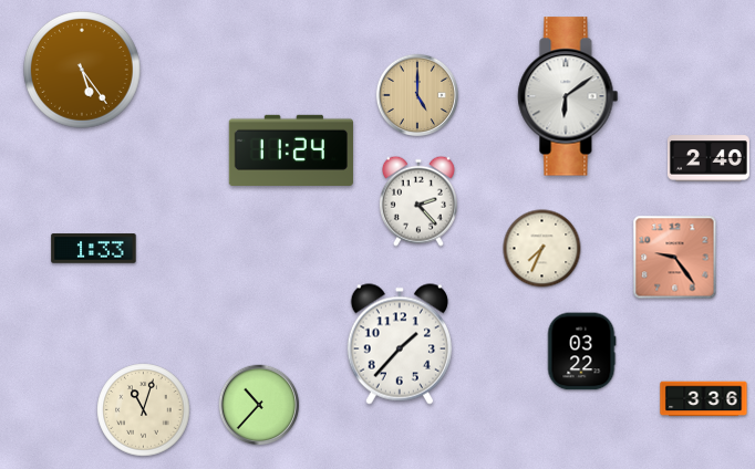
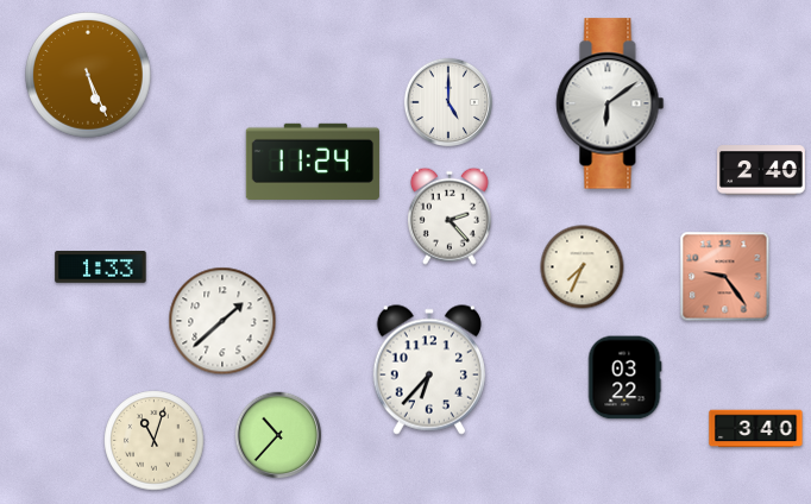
clock at (83, 71): 5:24 -> 5:26
clock at (416, 94) dial: champagne -> white
clock at (222, 321): none -> 1:38
clock at (400, 344): 1:37 -> 6:37
clock at (704, 399): 3:36 -> 3:40
